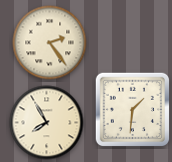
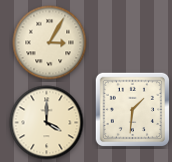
clock at (50, 43): 2:24 -> 3:05
clock at (47, 123): 7:55 -> 4:00
